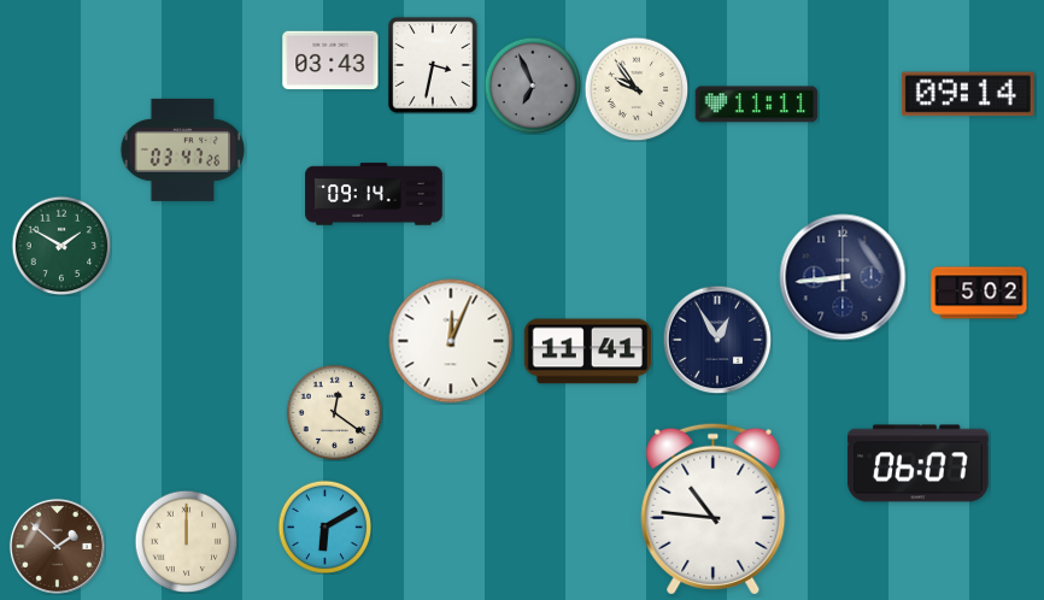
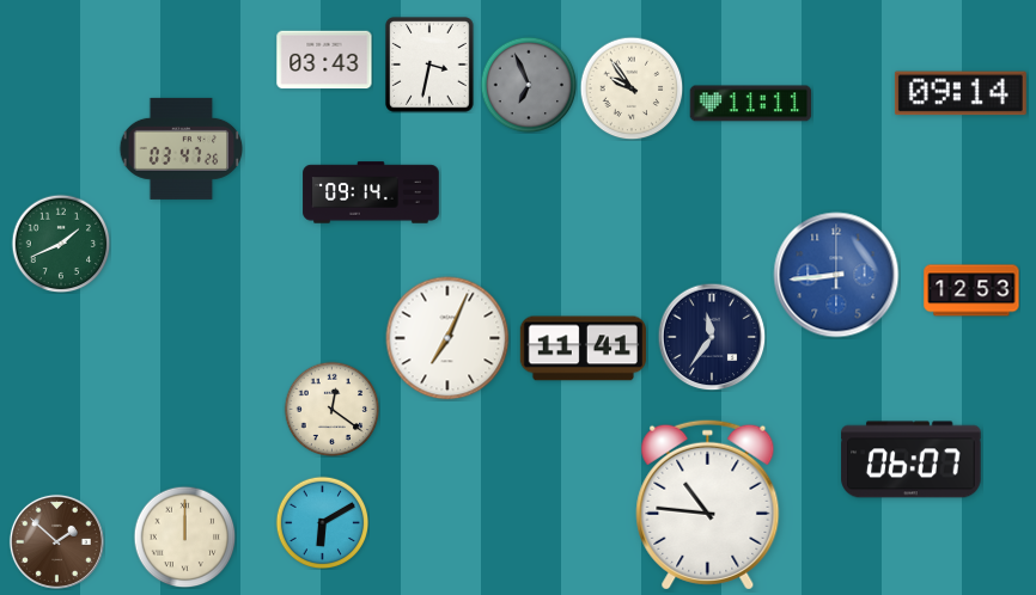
clock at (330, 60) position: (330, 60) -> (324, 60)
clock at (61, 246): 1:50 -> 1:41
clock at (843, 277) dial: navy -> blue
clock at (979, 293): 5:02 -> 12:53
clock at (717, 340): 12:55 -> 11:36
clock at (451, 341): 12:04 -> 7:04
